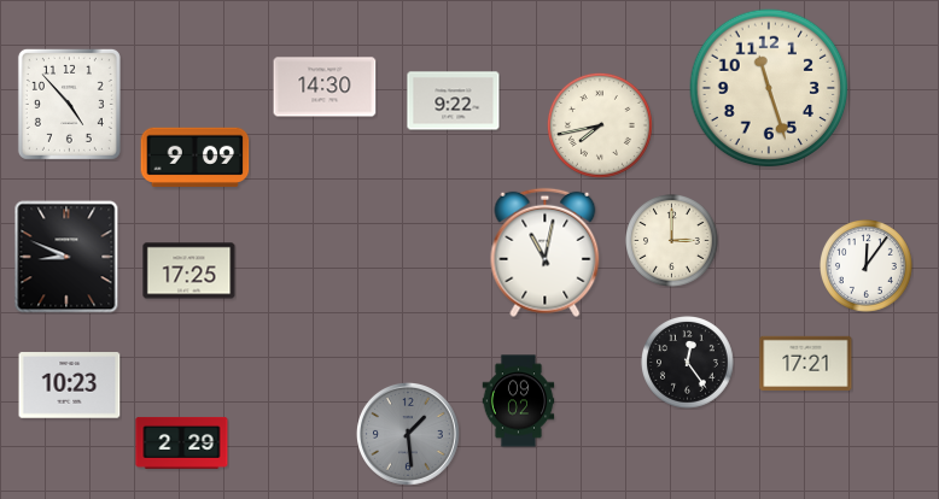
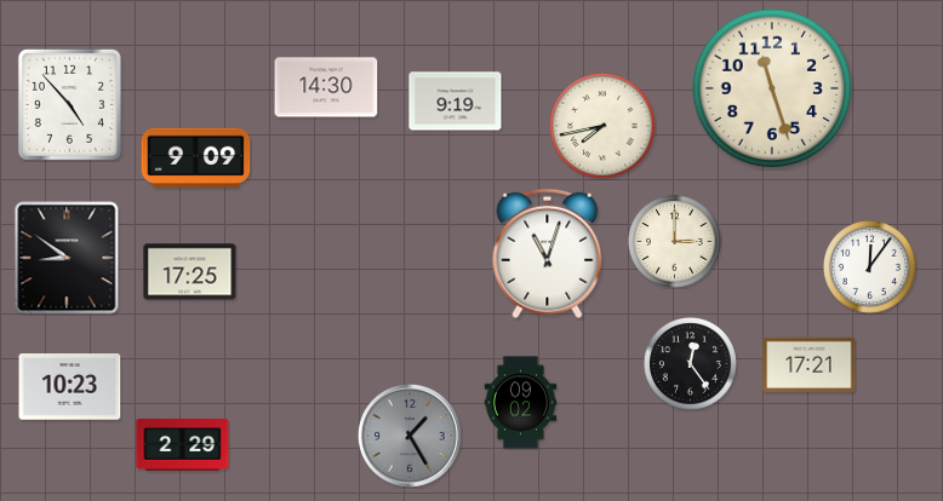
clock at (454, 101): 9:22 -> 9:19
clock at (546, 253): 11:02 -> 11:03
clock at (66, 257): 8:49 -> 8:51
clock at (409, 435): 1:29 -> 1:25
